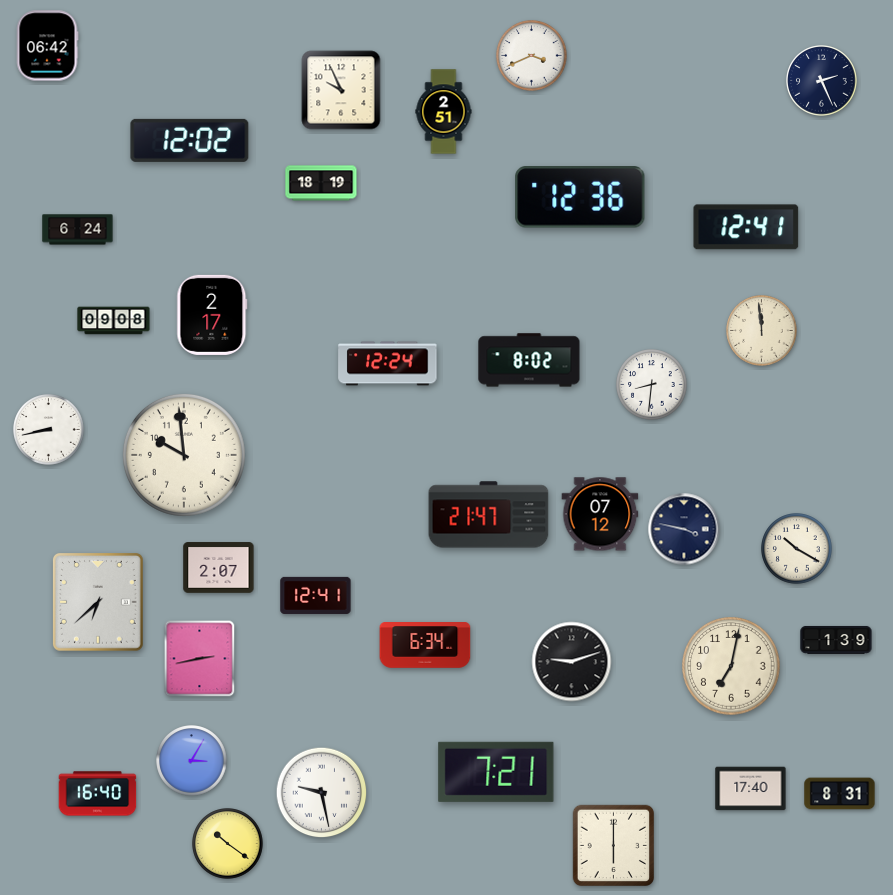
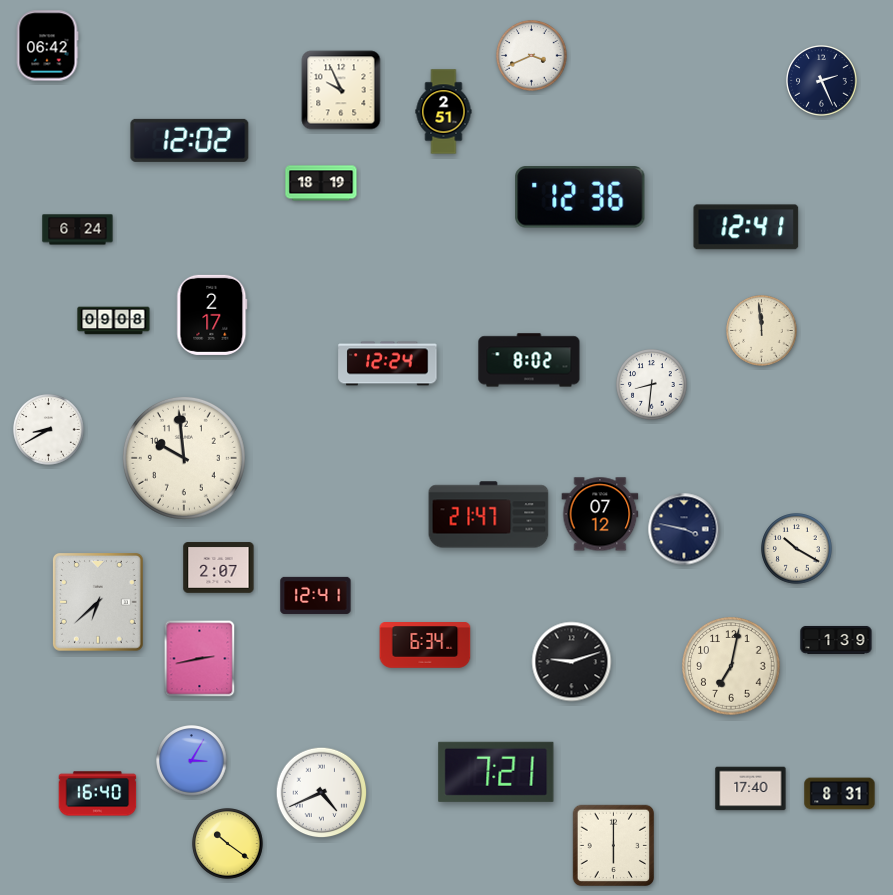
clock at (49, 430): 8:43 -> 8:40
clock at (184, 455) position: (184, 455) -> (184, 458)
clock at (322, 793): 9:28 -> 4:41
